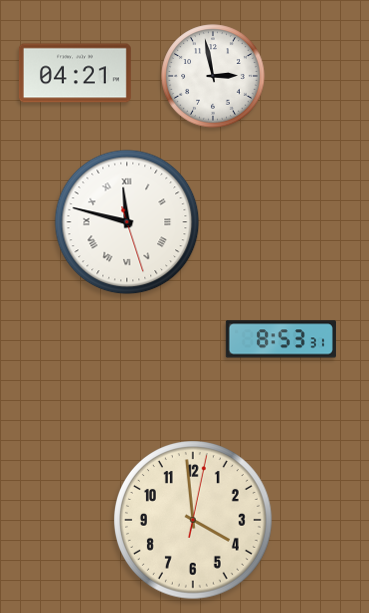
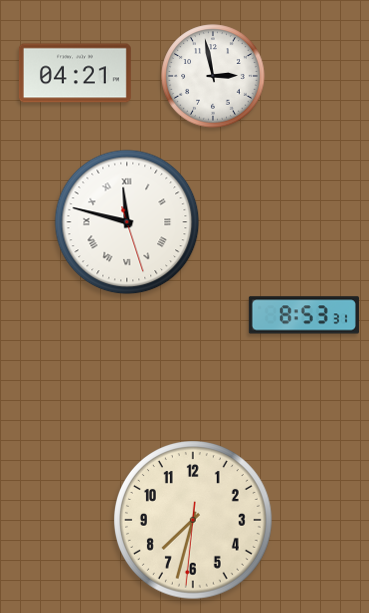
clock at (281, 339) position: (281, 339) -> (304, 315)
clock at (193, 520): 3:59 -> 7:32
